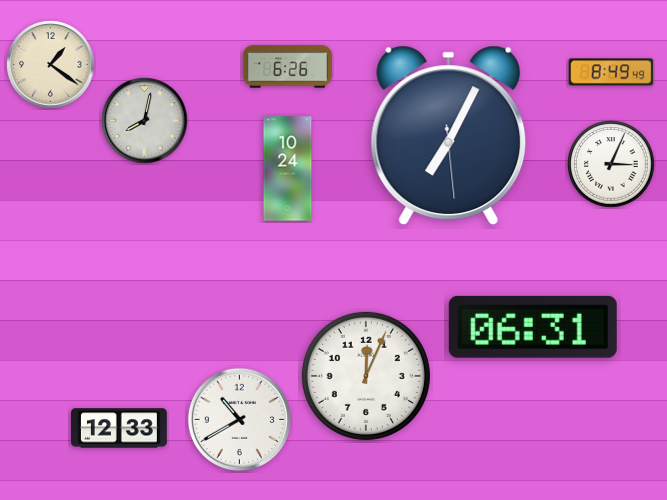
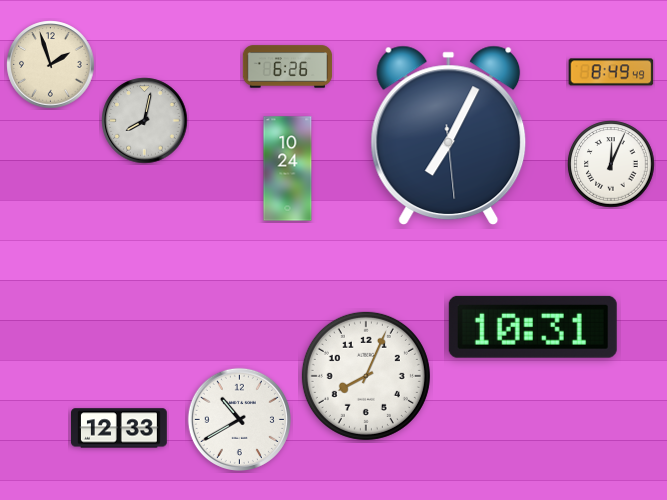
clock at (51, 65): 1:21 -> 1:57
clock at (611, 164): 3:04 -> 12:04
clock at (533, 327): 06:31 -> 10:31
clock at (366, 376): 12:04 -> 8:04
